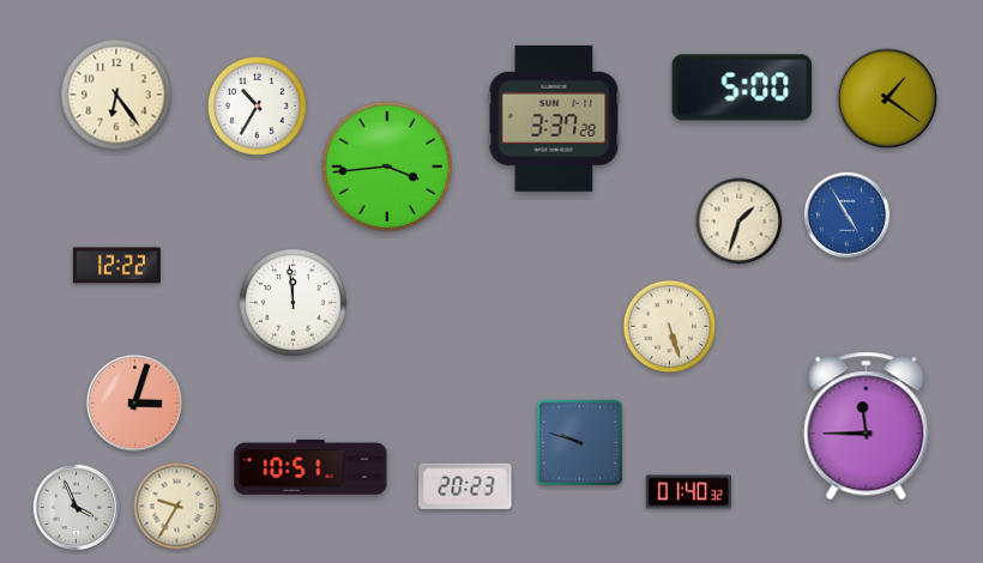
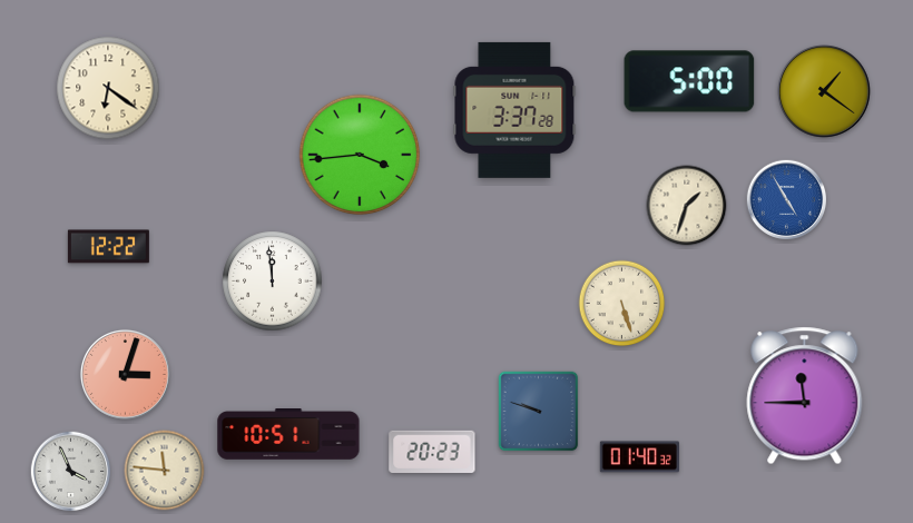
clock at (116, 95): 6:24 -> 6:21
clock at (257, 105): 10:35 -> none
clock at (177, 507): 9:35 -> 11:46
